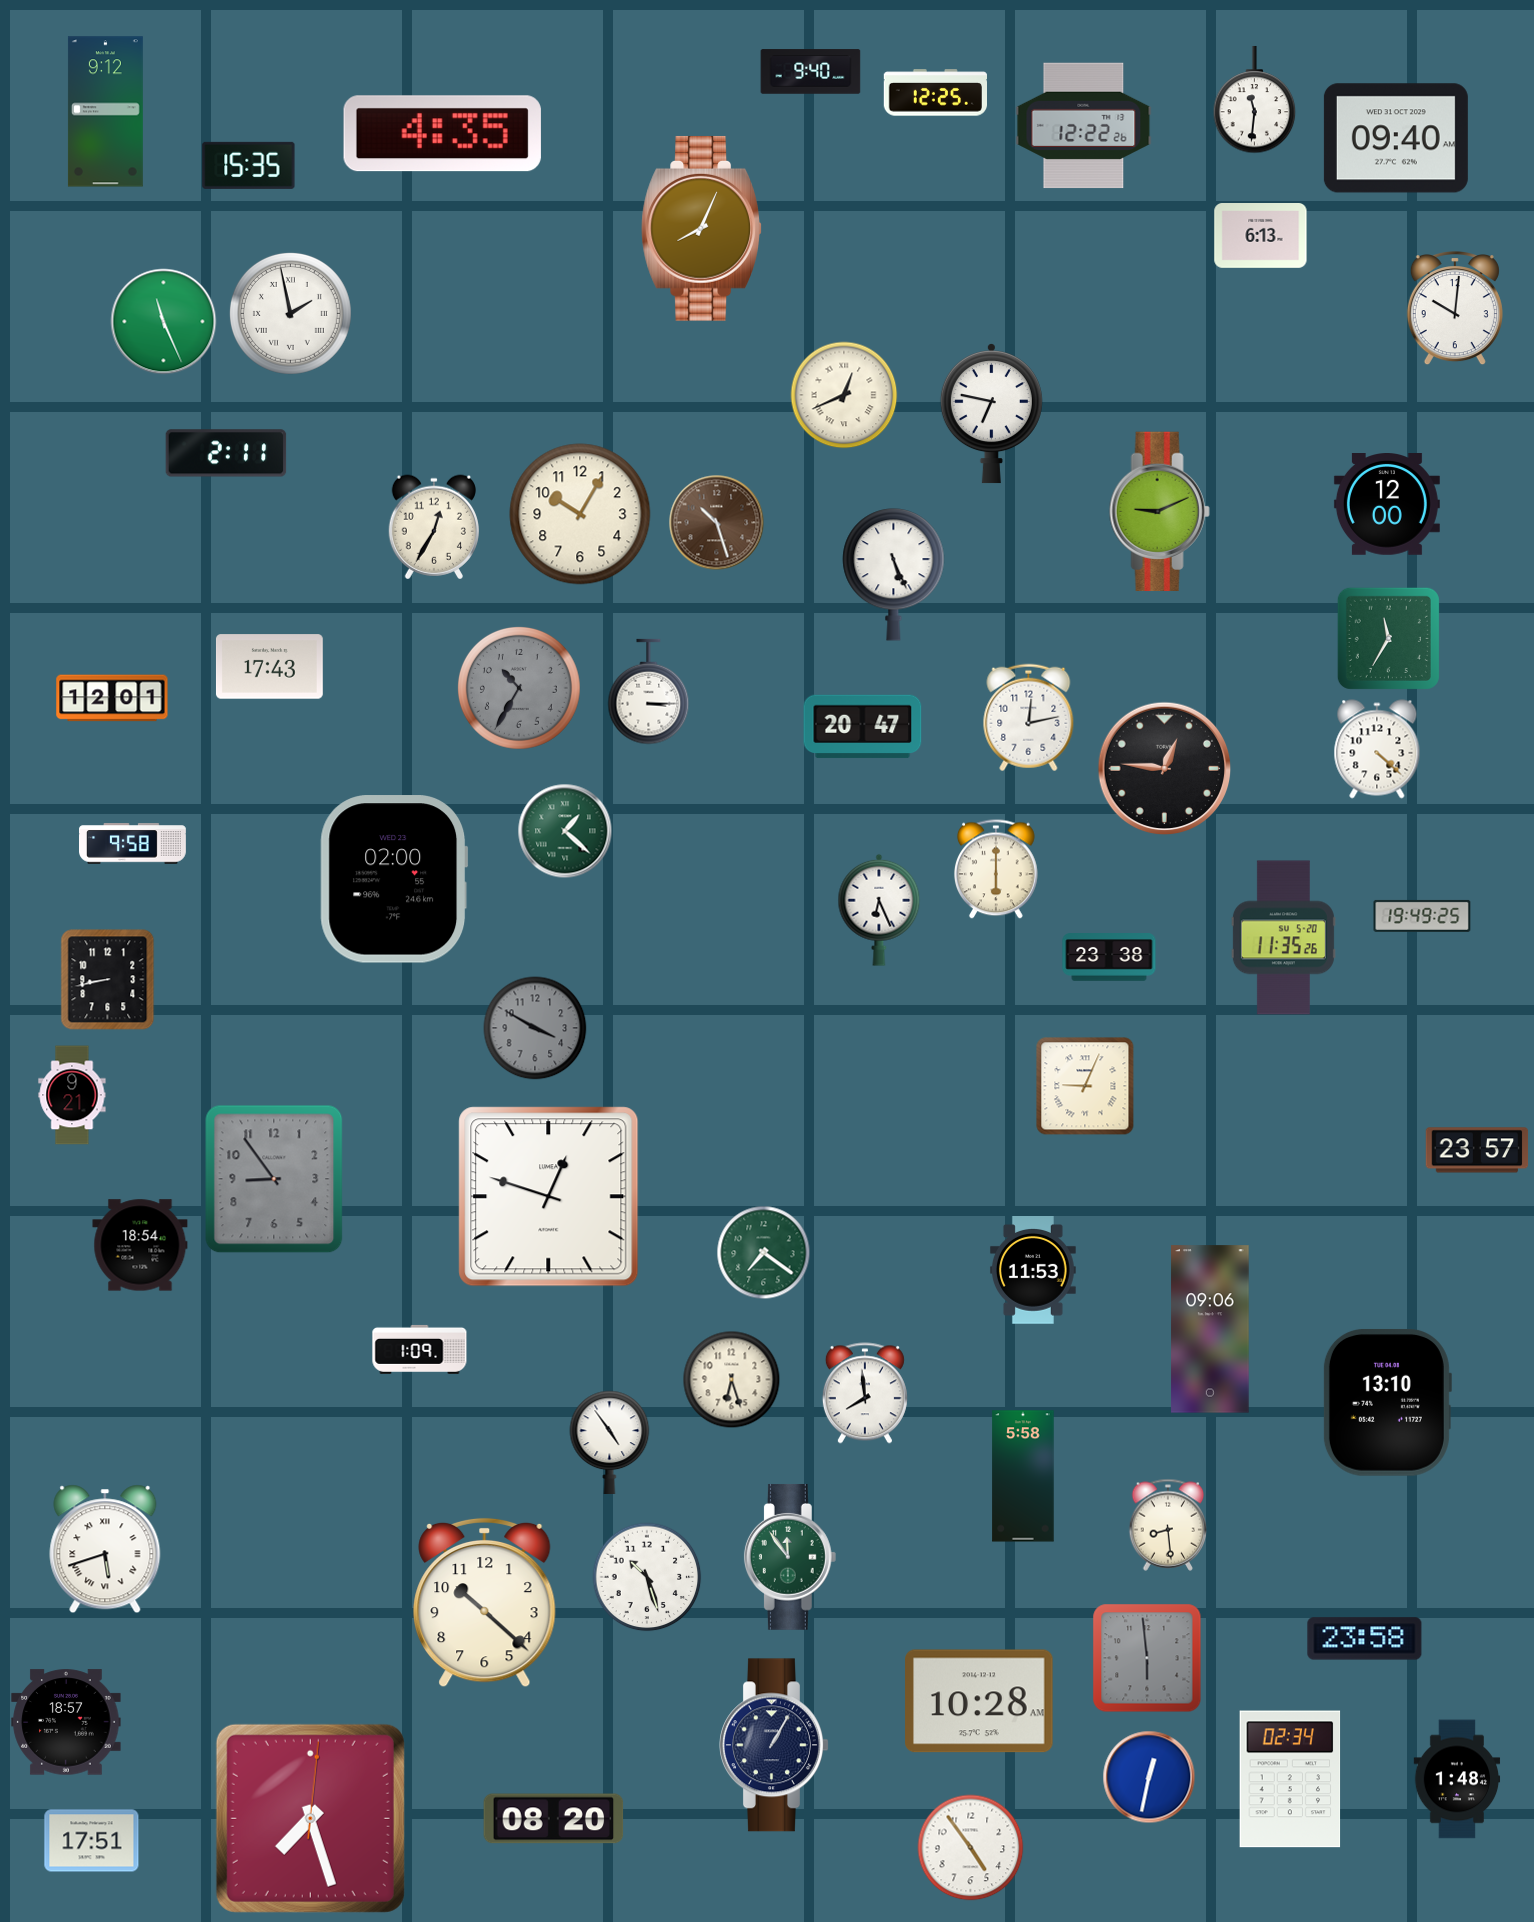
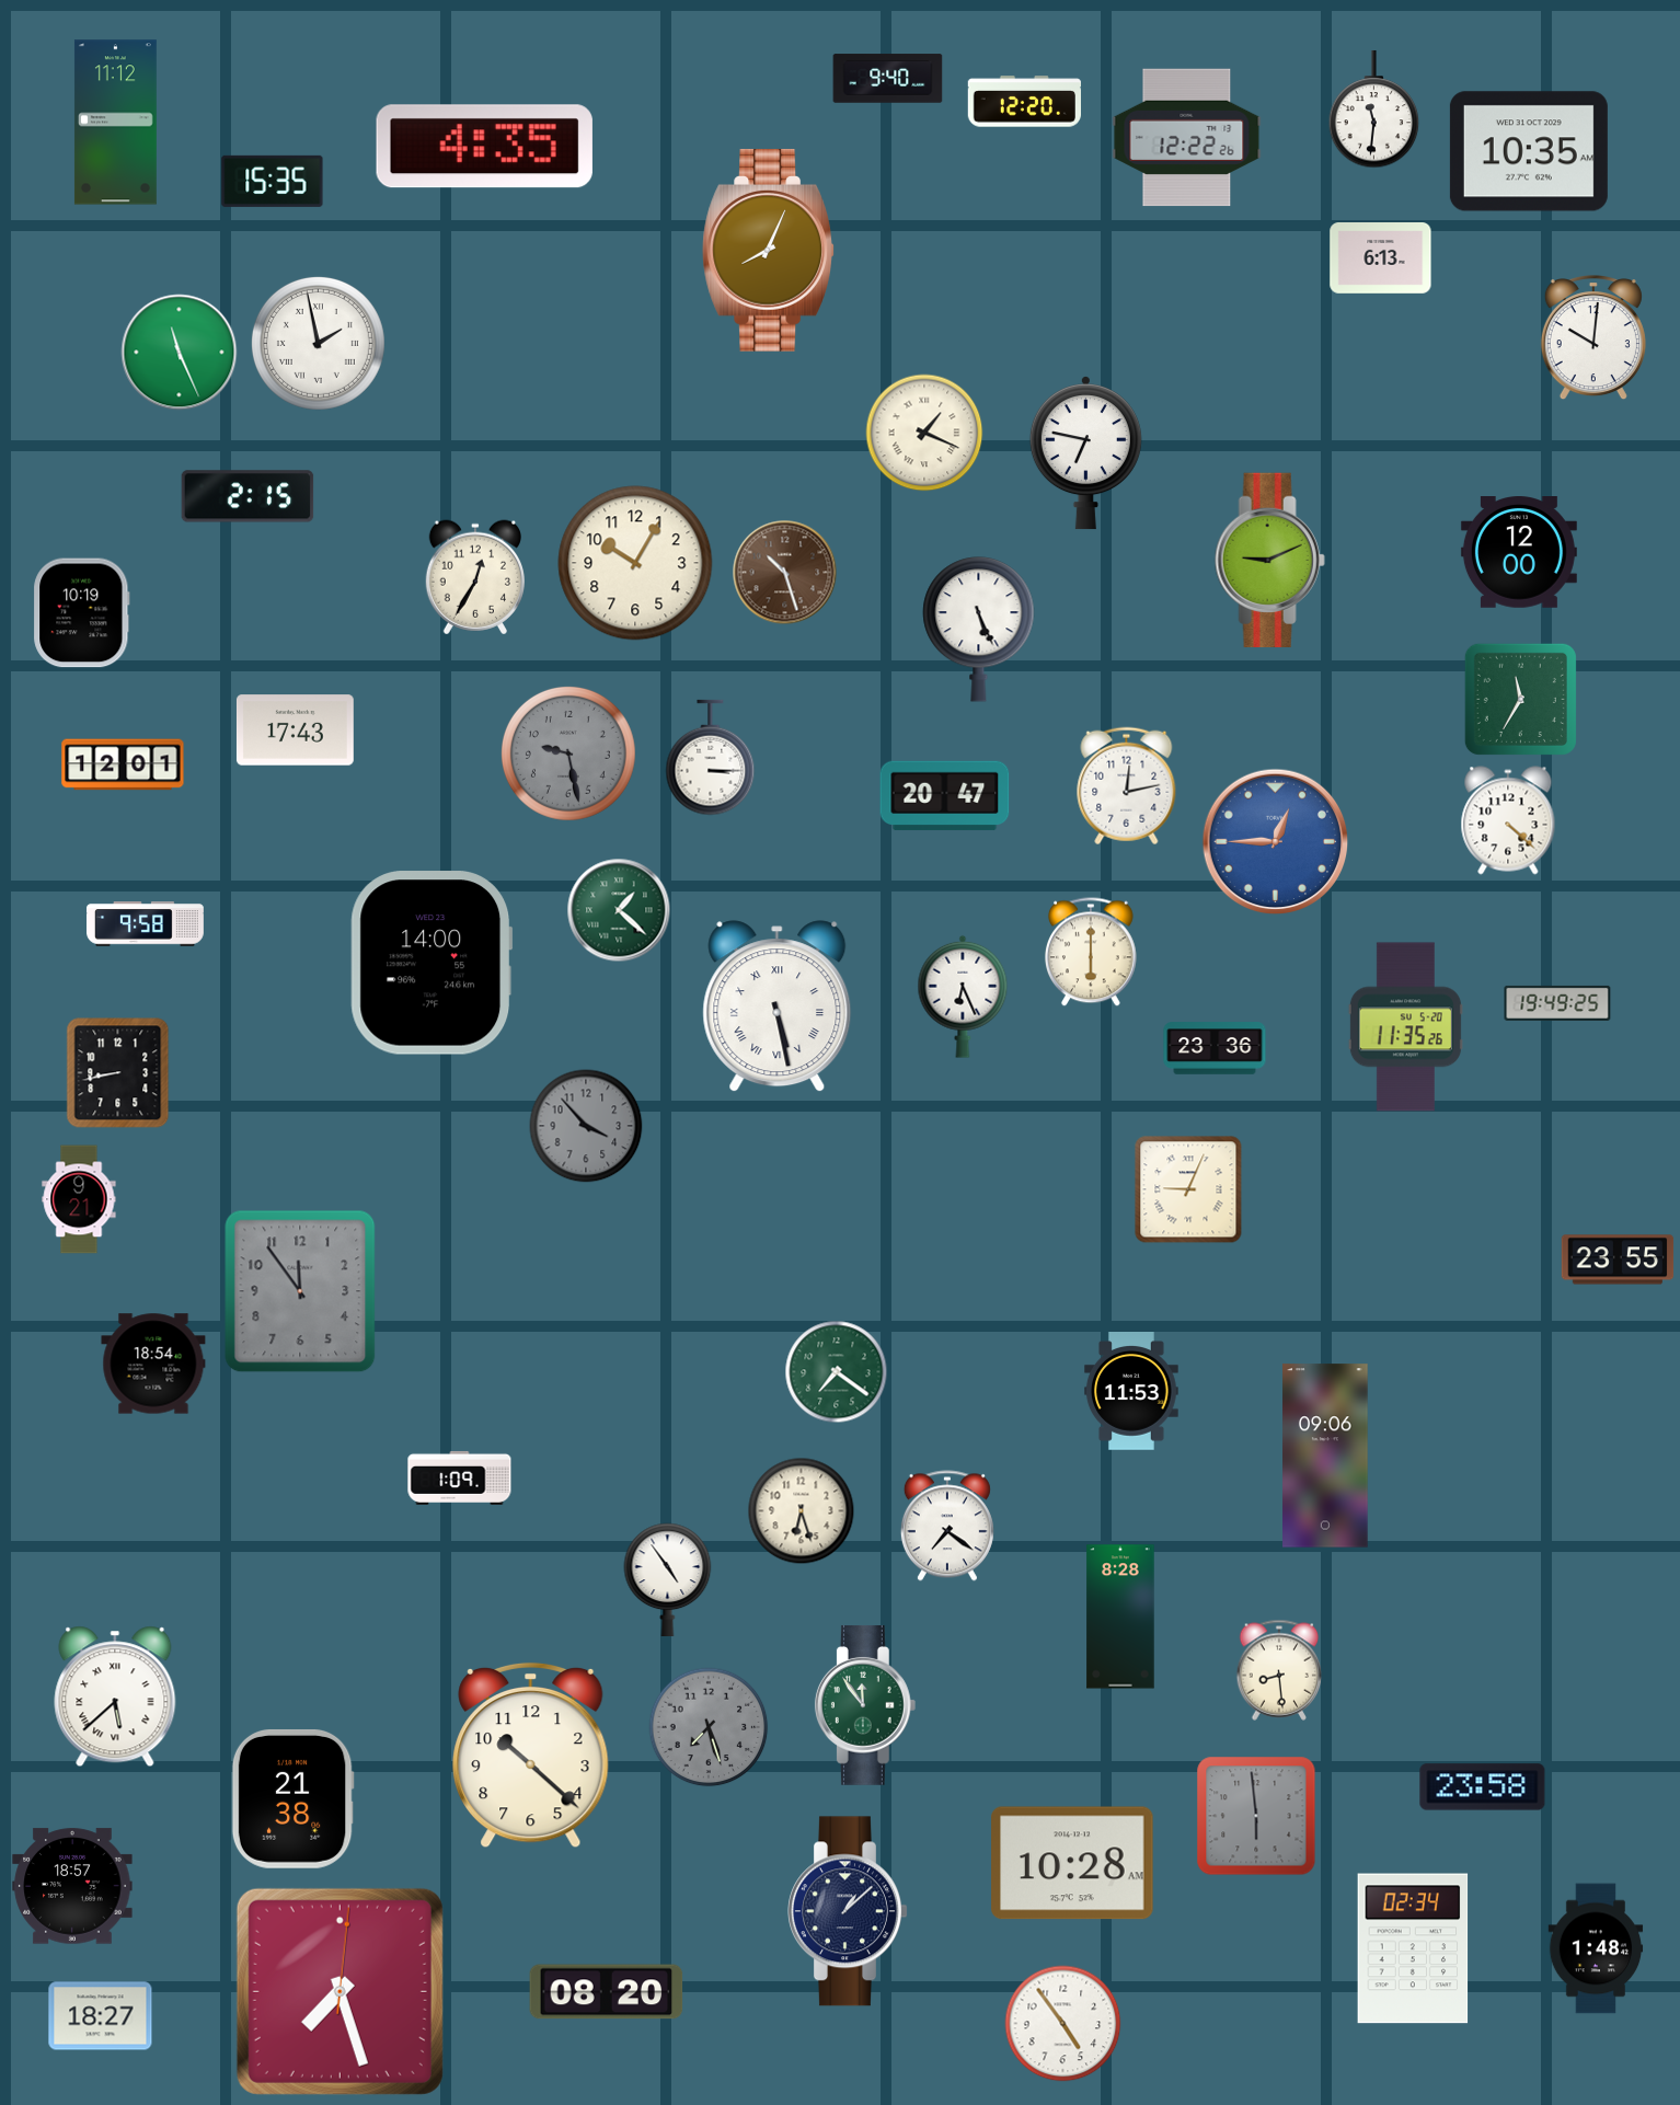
clock at (935, 93): 12:25 -> 12:20
clock at (105, 112): 9:12 -> 11:12
clock at (1396, 138): 09:40 -> 10:35
clock at (844, 395): 12:41 -> 1:19
clock at (226, 453): 2:11 -> 2:15
clock at (82, 613): none -> 10:19
clock at (519, 688): 10:35 -> 9:28
clock at (1165, 769): 12:46 -> 12:45
clock at (1165, 769) dial: black -> blue
clock at (394, 879): 02:00 -> 14:00
clock at (778, 1007): none -> 5:28
clock at (1109, 957): 23:38 -> 23:36
clock at (535, 1028): 3:50 -> 3:53
clock at (1477, 1150): 23:57 -> 23:55
clock at (274, 1179): 8:54 -> 11:54
clock at (549, 1197): 12:48 -> none
clock at (865, 1393): 7:59 -> 7:21
clock at (1387, 1403): 13:10 -> none
clock at (1023, 1476): 5:58 -> 8:28
clock at (105, 1549): 5:42 -> 5:38
clock at (647, 1577): 10:27 -> 7:27
clock at (647, 1577) dial: white -> grey
clock at (1365, 1639) position: (1365, 1639) -> (1483, 1787)
clock at (292, 1798): none -> 21:38
clock at (775, 1745): 1:05 -> 1:08
clock at (1149, 1777): 12:32 -> none
clock at (92, 1841): 17:51 -> 18:27
